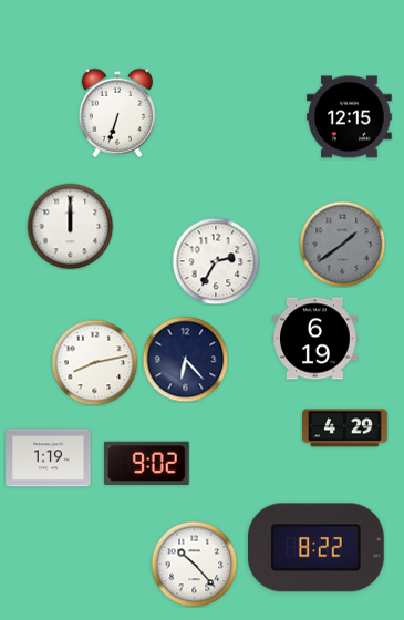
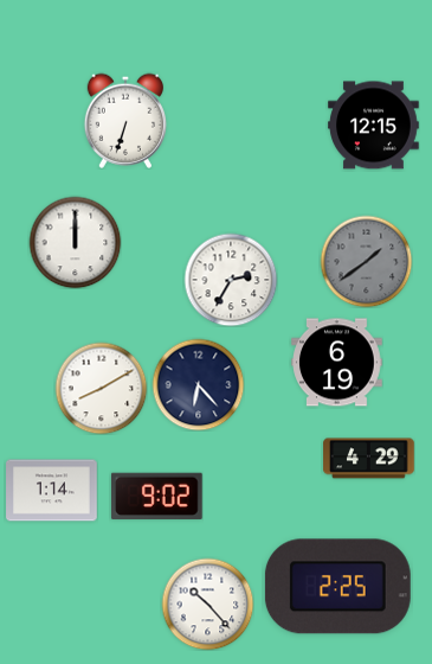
clock at (94, 362): 8:13 -> 8:10
clock at (49, 458): 1:19 -> 1:14
clock at (315, 548): 8:22 -> 2:25
